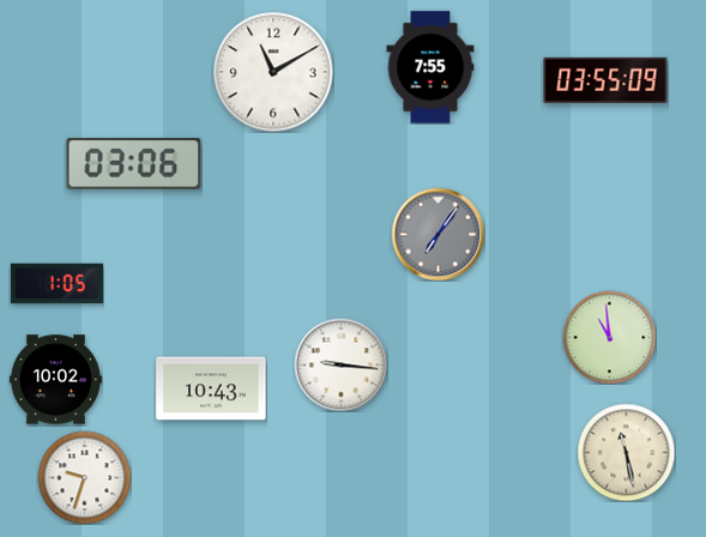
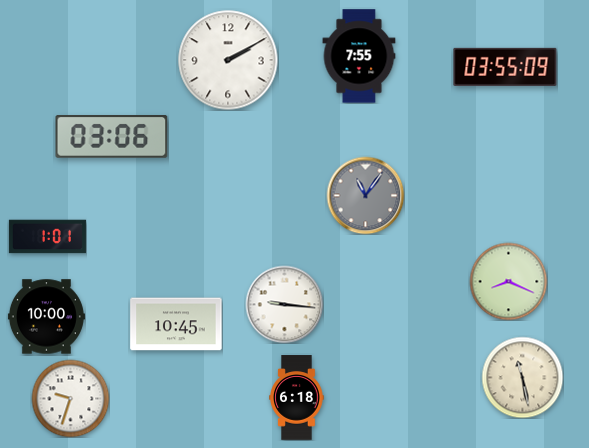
clock at (273, 72): 11:10 -> 2:10
clock at (438, 234): 7:06 -> 11:06
clock at (56, 284): 1:05 -> 1:01
clock at (609, 337): 10:59 -> 8:19
clock at (55, 380): 10:02 -> 10:00
clock at (211, 388): 10:43 -> 10:45
clock at (297, 398): none -> 6:18
